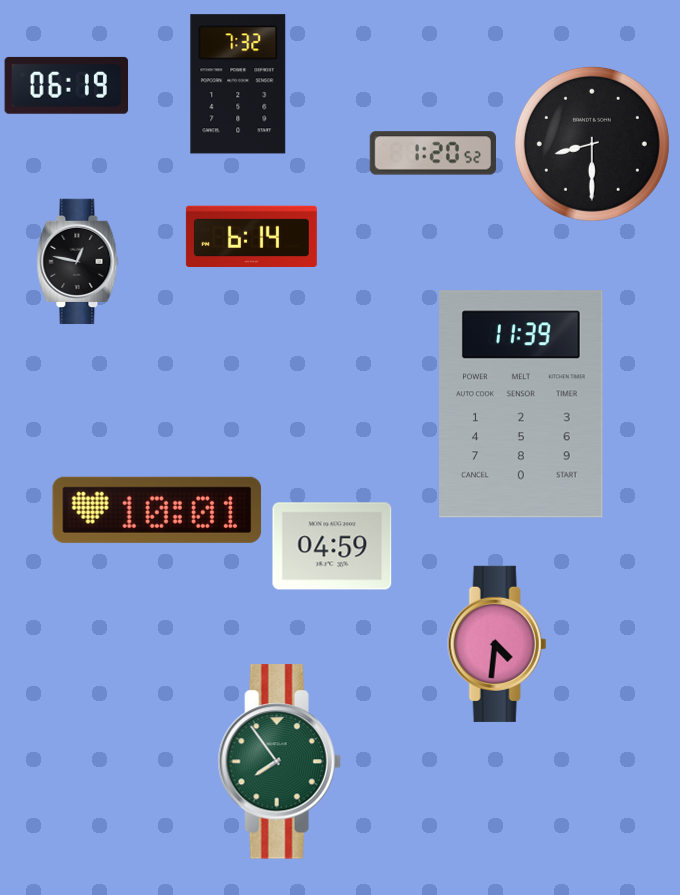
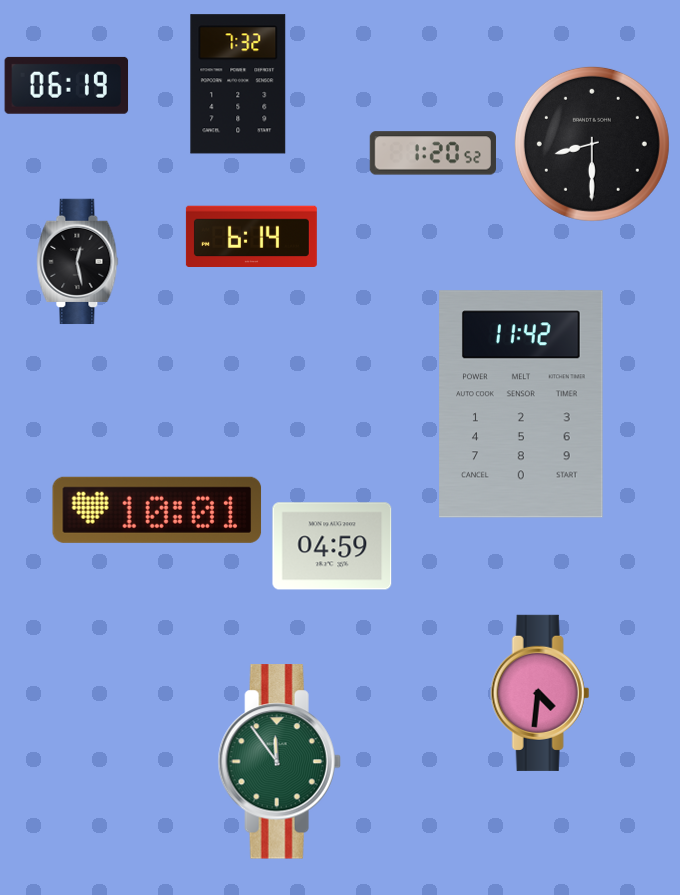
clock at (78, 262): 12:47 -> 12:28
clock at (521, 404): 11:39 -> 11:42
clock at (497, 644) position: (497, 644) -> (540, 693)
clock at (279, 762): 7:54 -> 11:54
